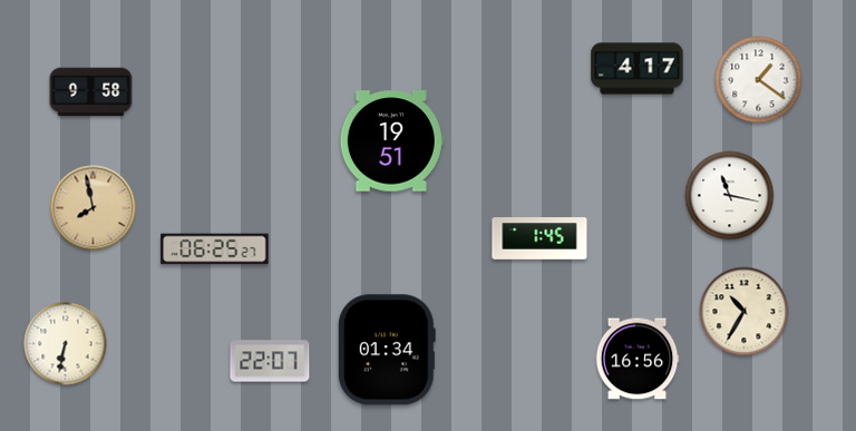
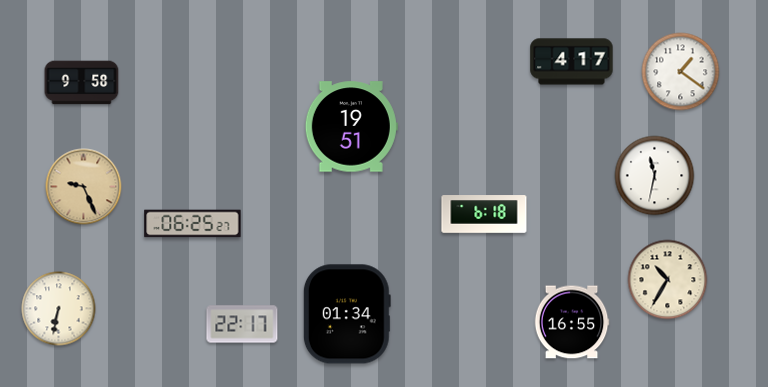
clock at (730, 196): 11:17 -> 11:32
clock at (94, 208): 7:58 -> 9:26
clock at (539, 238): 1:45 -> 6:18
clock at (638, 359): 16:56 -> 16:55
clock at (270, 361): 22:07 -> 22:17
